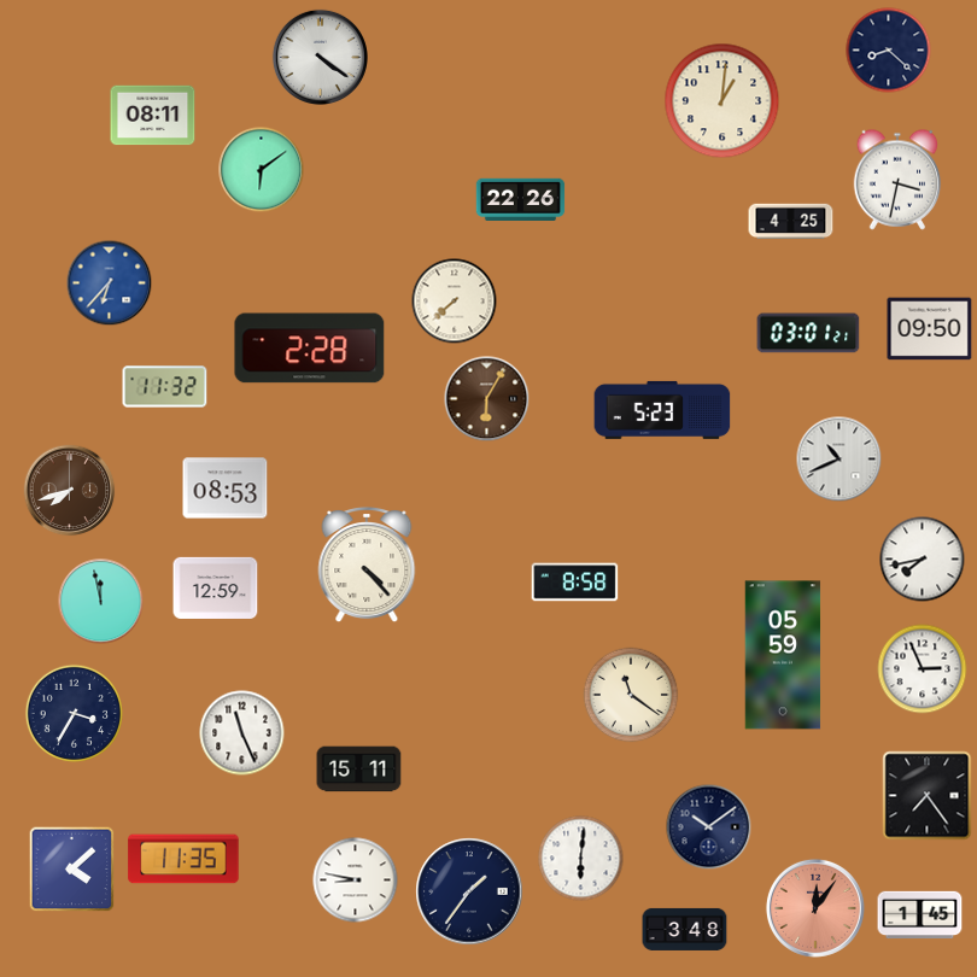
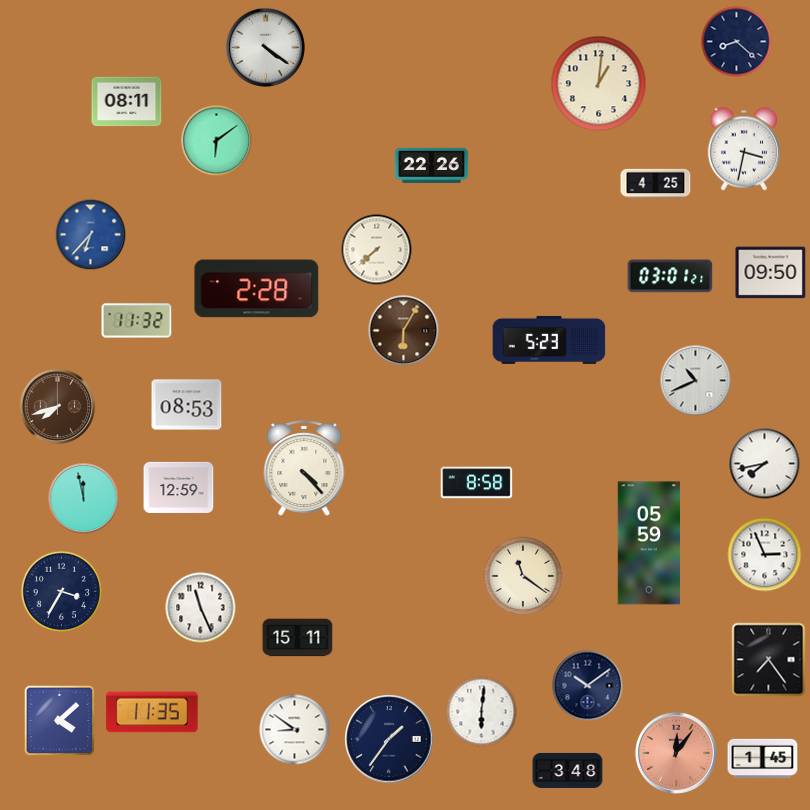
clock at (153, 116) position: (153, 116) -> (127, 102)
clock at (356, 881): 8:47 -> 8:51
